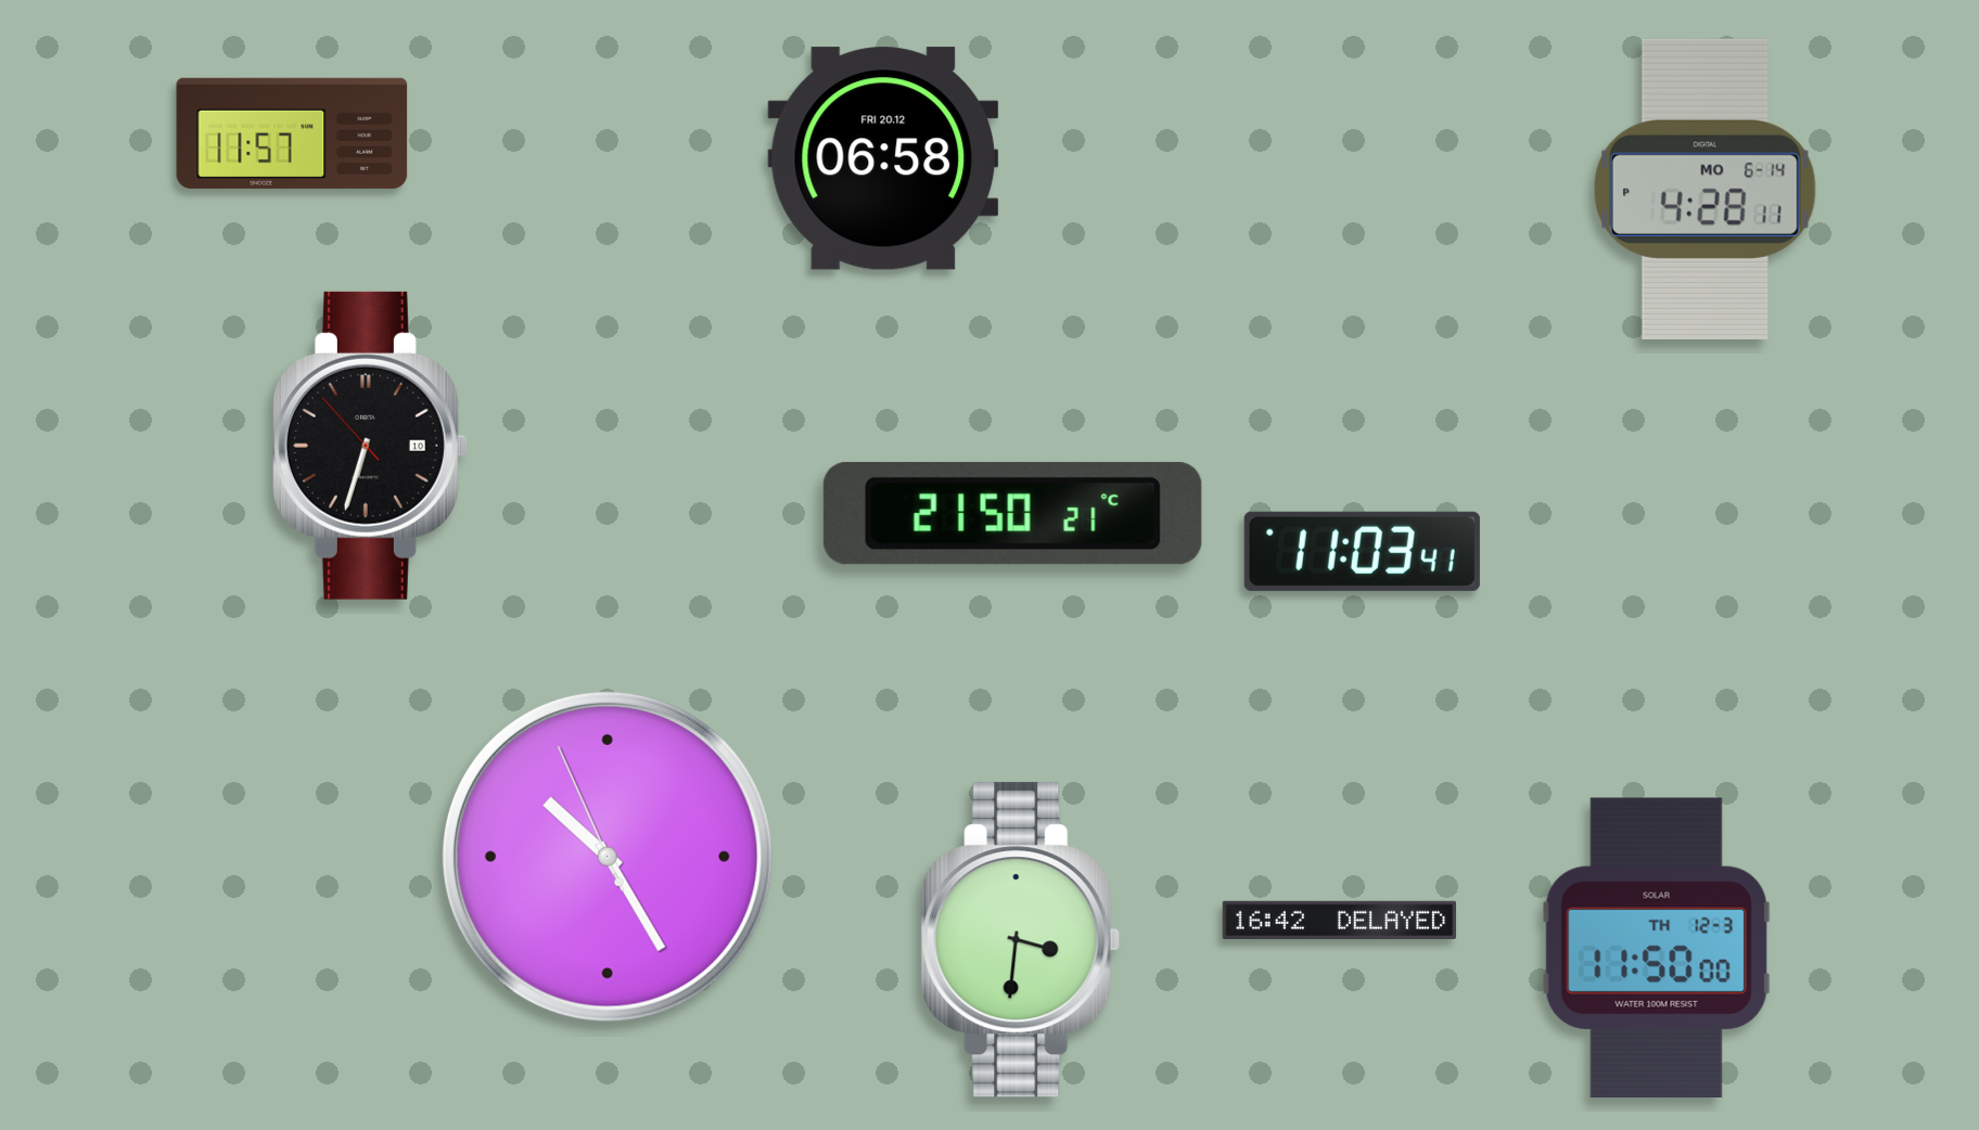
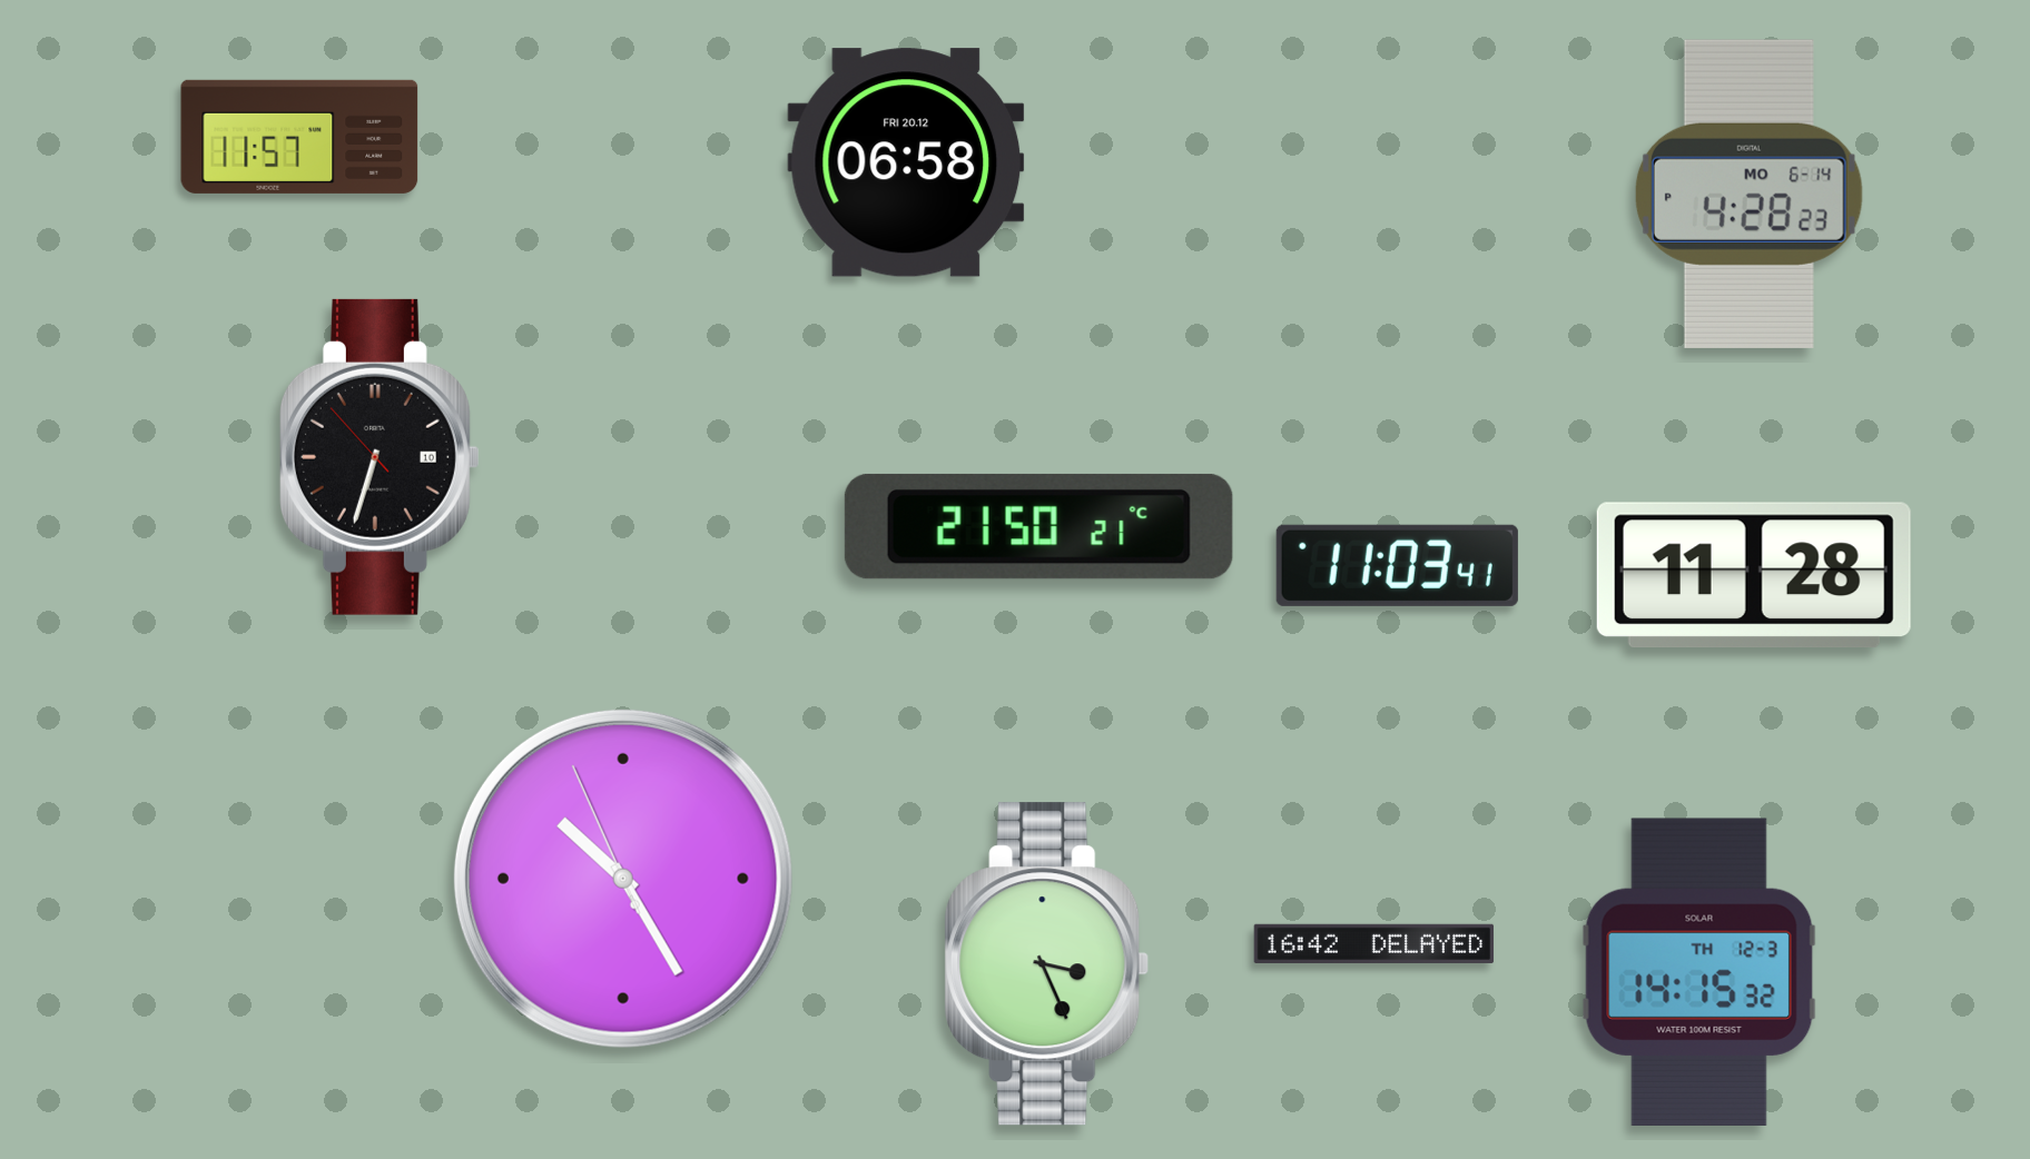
clock at (1705, 189): 4:28:11 PM -> 4:28:23 PM
clock at (1754, 574): none -> 11:28
clock at (1021, 940): 3:31 -> 3:26
clock at (1657, 948): 11:50 -> 14:15
